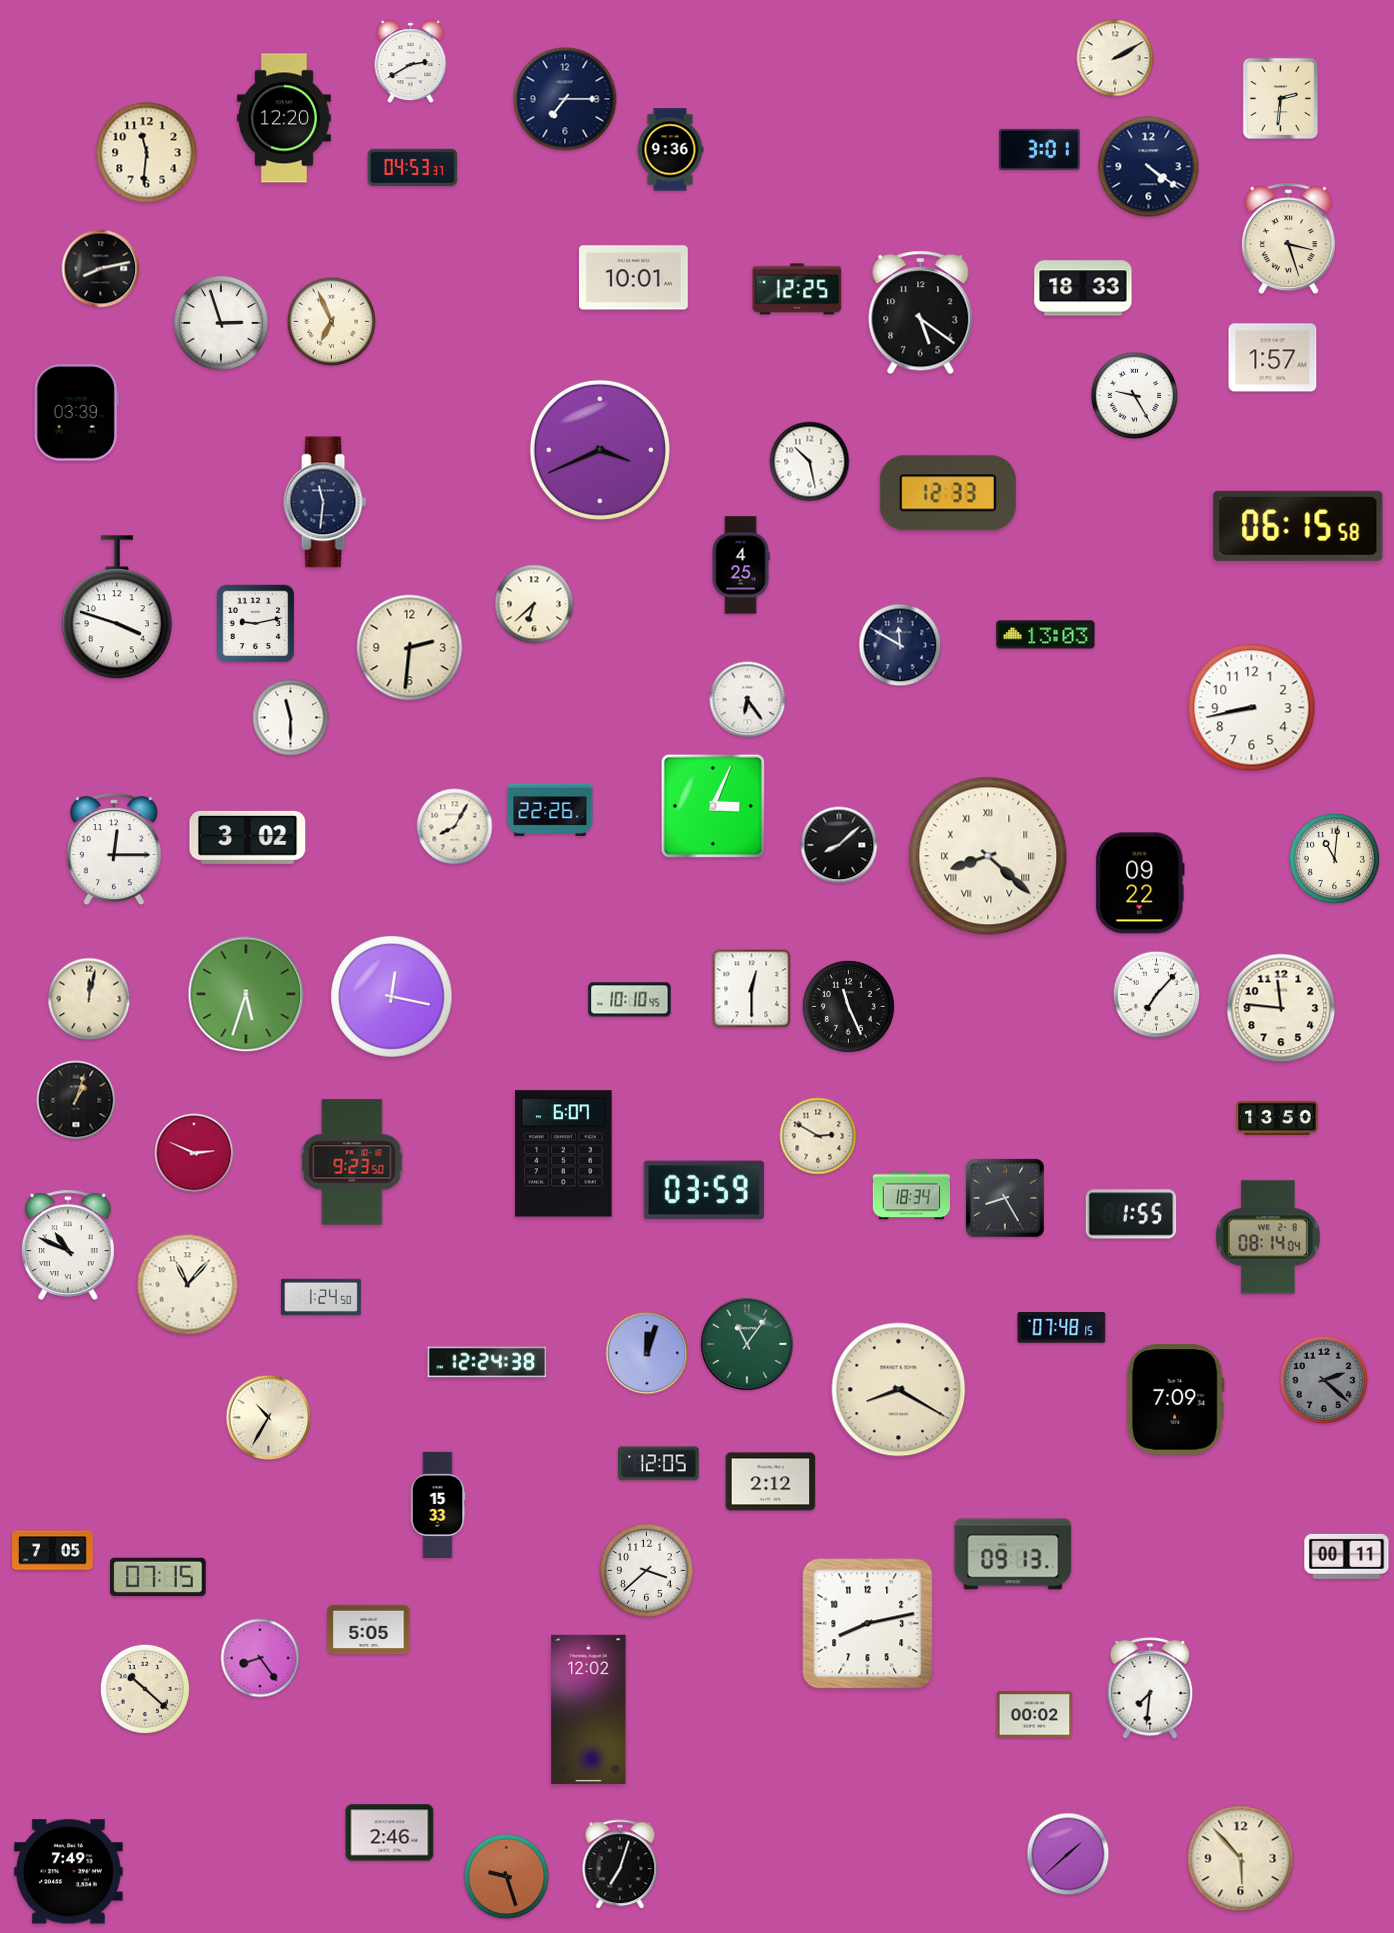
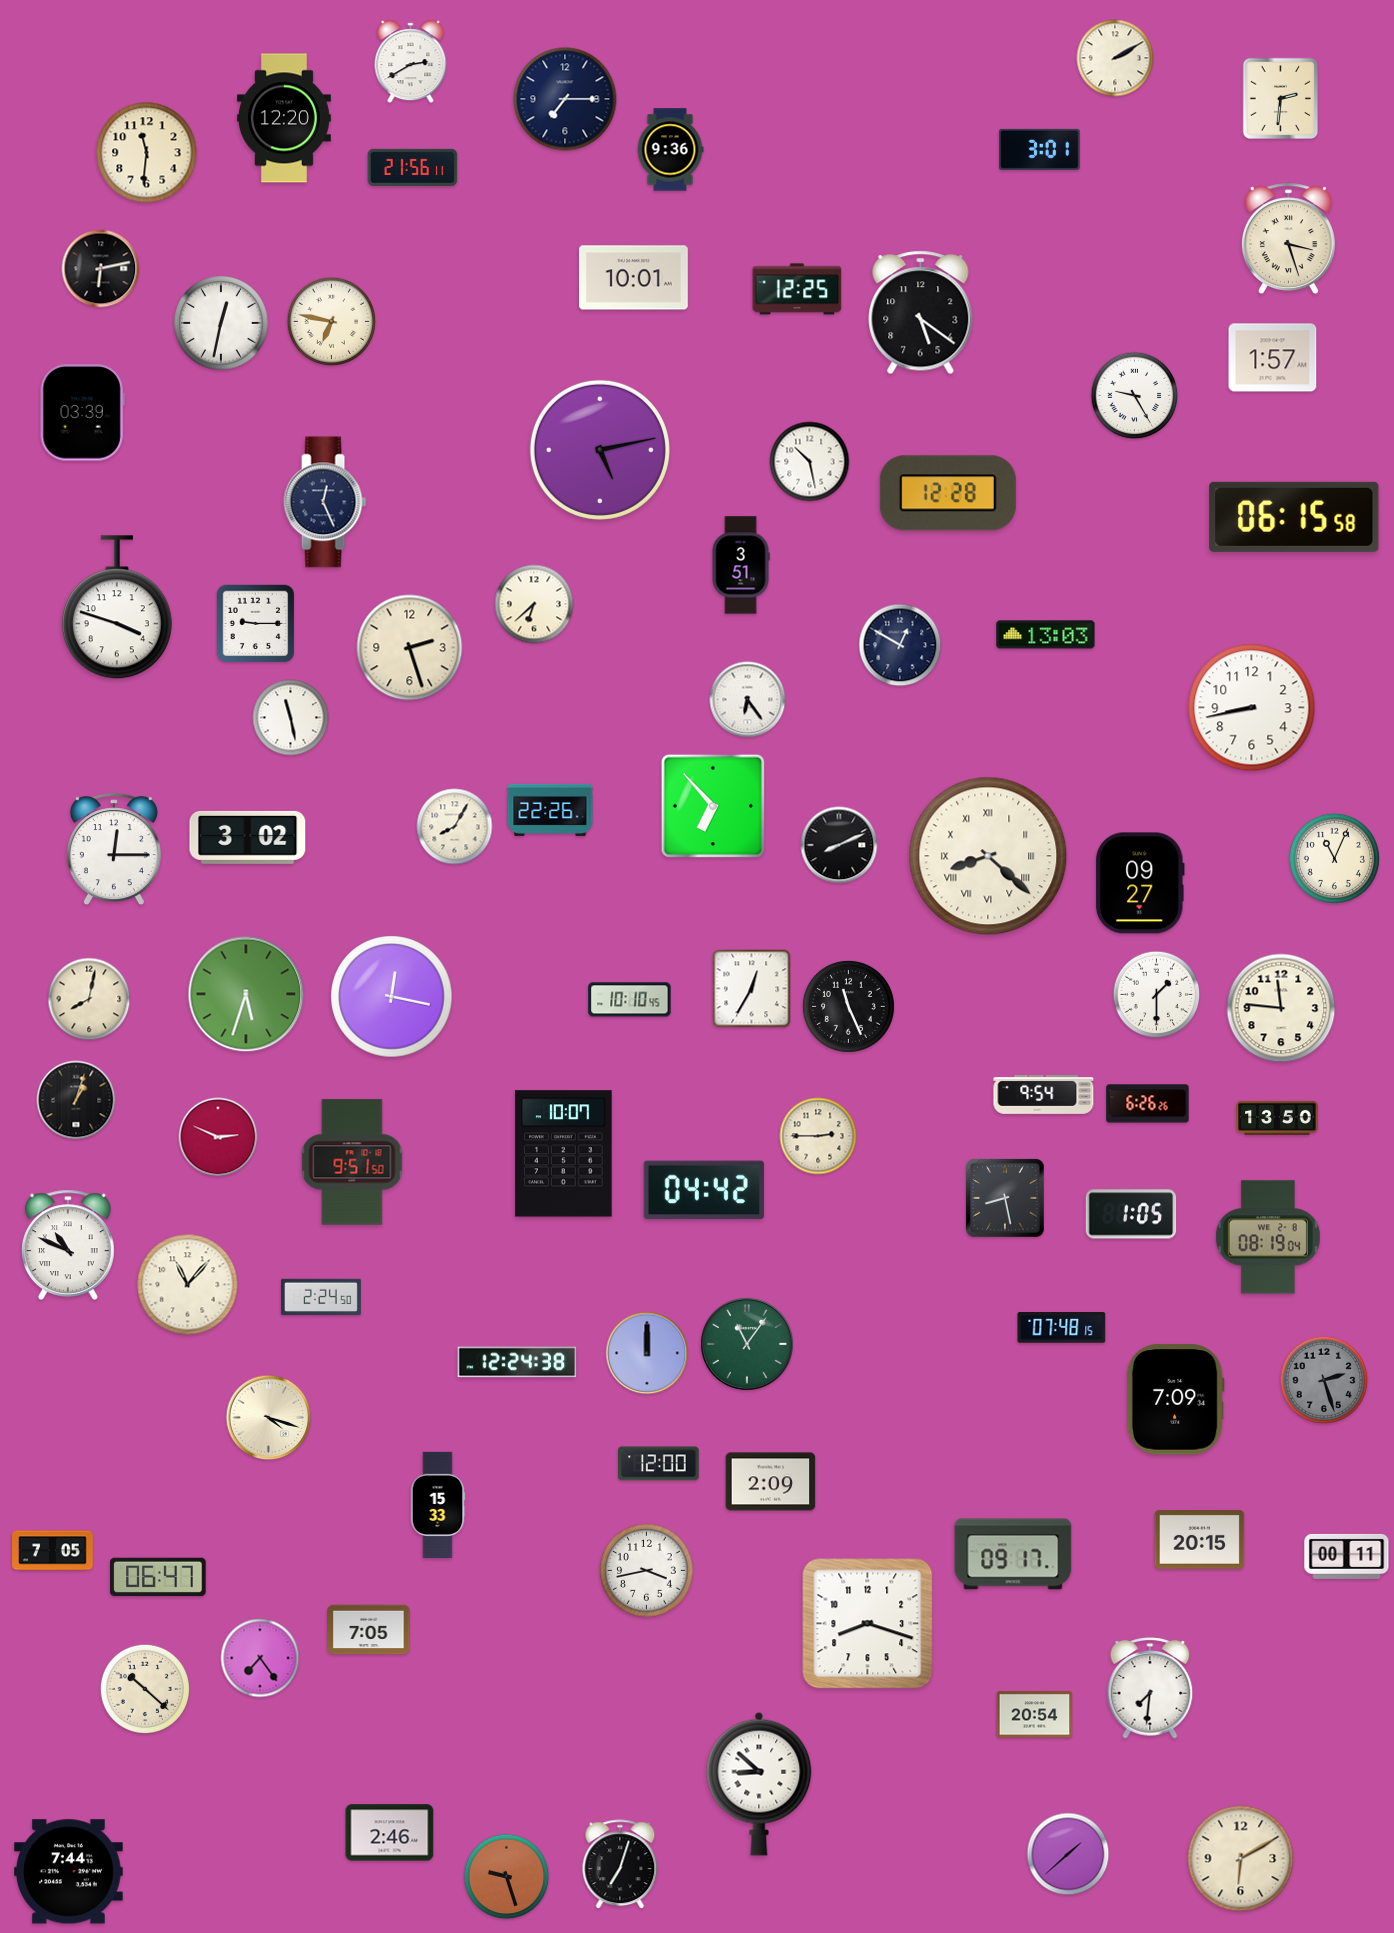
clock at (413, 167): 04:53 -> 21:56
clock at (1149, 167): 4:21 -> none
clock at (101, 269): 8:13 -> 6:13
clock at (1083, 288): 18:33 -> none
clock at (331, 321): 6:56 -> 6:47
clock at (221, 323): 2:57 -> 12:32
clock at (76, 413) position: (76, 413) -> (82, 413)
clock at (600, 450): 3:41 -> 5:13
clock at (948, 493): 12:33 -> 12:28
clock at (325, 502): 11:31 -> 12:26
clock at (1298, 526) position: (1298, 526) -> (1294, 517)
clock at (741, 565): 4:25 -> 3:51
clock at (256, 624): 9:13 -> 9:15
clock at (900, 645): 11:50 -> 12:50
clock at (410, 648): 2:31 -> 2:27
clock at (291, 718): 11:30 -> 11:28
clock at (713, 806): 3:04 -> 6:53
clock at (839, 845): 8:08 -> 8:11
clock at (1334, 858): 11:01 -> 11:04
clock at (1140, 883): 09:22 -> 09:27
clock at (752, 989): 12:30 -> 12:35
clock at (1157, 995): 7:07 -> 1:30
clock at (89, 999): 12:02 -> 8:02
clock at (1044, 1094): none -> 9:54
clock at (1148, 1104): none -> 6:26
clock at (818, 1136): 2:50 -> 2:45
clock at (194, 1153) position: (194, 1153) -> (218, 1137)
clock at (564, 1154): 6:07 -> 10:07
clock at (352, 1162): 9:23 -> 9:51
clock at (704, 1190): 03:59 -> 04:42
clock at (911, 1196): 18:34 -> none
clock at (1006, 1199): 8:25 -> 8:28
clock at (1131, 1214): 1:55 -> 1:05
clock at (1268, 1237): 08:14 -> 08:19
clock at (322, 1297): 1:24 -> 2:24
clock at (647, 1353): 12:03 -> 12:00
clock at (487, 1362) position: (487, 1362) -> (517, 1362)
clock at (1324, 1380): 2:22 -> 2:27
clock at (899, 1390): 8:20 -> none
clock at (269, 1418): 10:35 -> 4:18
clock at (659, 1464): 12:05 -> 12:00
clock at (771, 1482): 2:12 -> 2:09
clock at (1200, 1540): none -> 20:15
clock at (1013, 1554): 09:13 -> 09:17
clock at (647, 1571): 3:38 -> 3:43
clock at (158, 1577): 07:15 -> 06:47
clock at (868, 1624): 8:13 -> 8:18
clock at (369, 1630): 5:05 -> 7:05
clock at (260, 1658): 8:24 -> 7:24
clock at (589, 1709): 12:02 -> none
clock at (1035, 1715): 00:02 -> 20:54
clock at (759, 1784): none -> 8:52
clock at (1241, 1859): 5:53 -> 6:10
clock at (68, 1872): 7:49 -> 7:44
